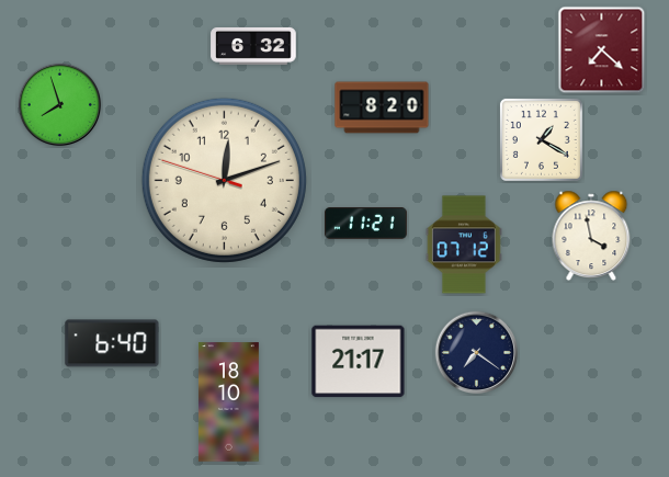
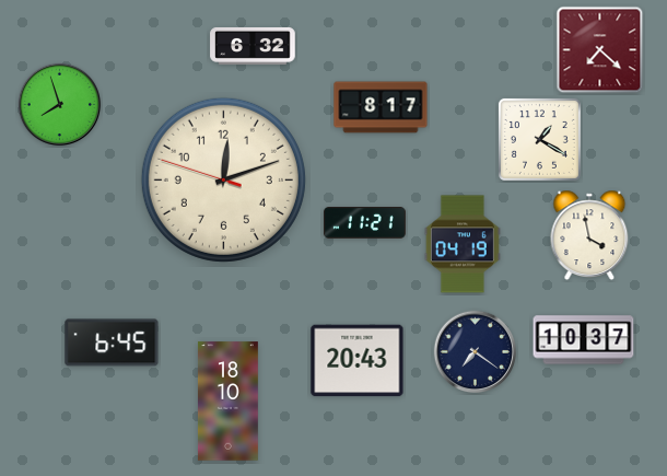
clock at (382, 107): 8:20 -> 8:17
clock at (464, 245): 07:12 -> 04:19
clock at (584, 340): none -> 10:37
clock at (112, 343): 6:40 -> 6:45
clock at (359, 362): 21:17 -> 20:43
